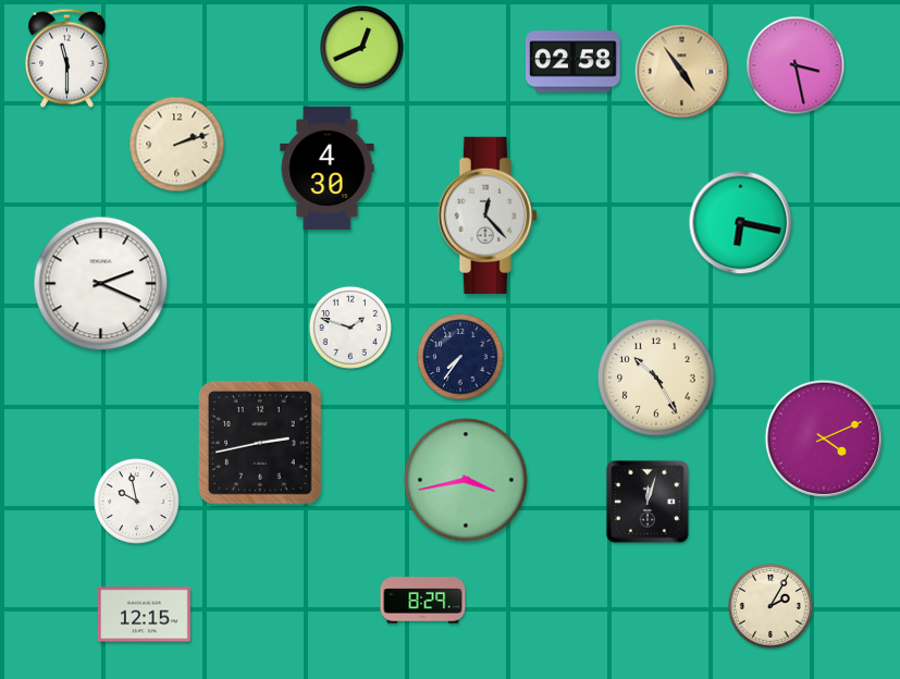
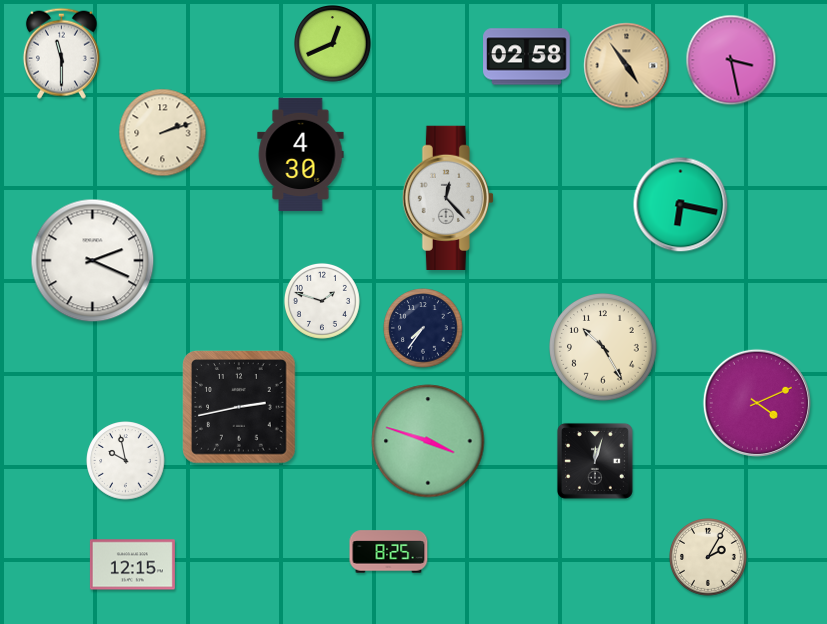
clock at (466, 480): 3:43 -> 3:48
clock at (423, 601): 8:29 -> 8:25
